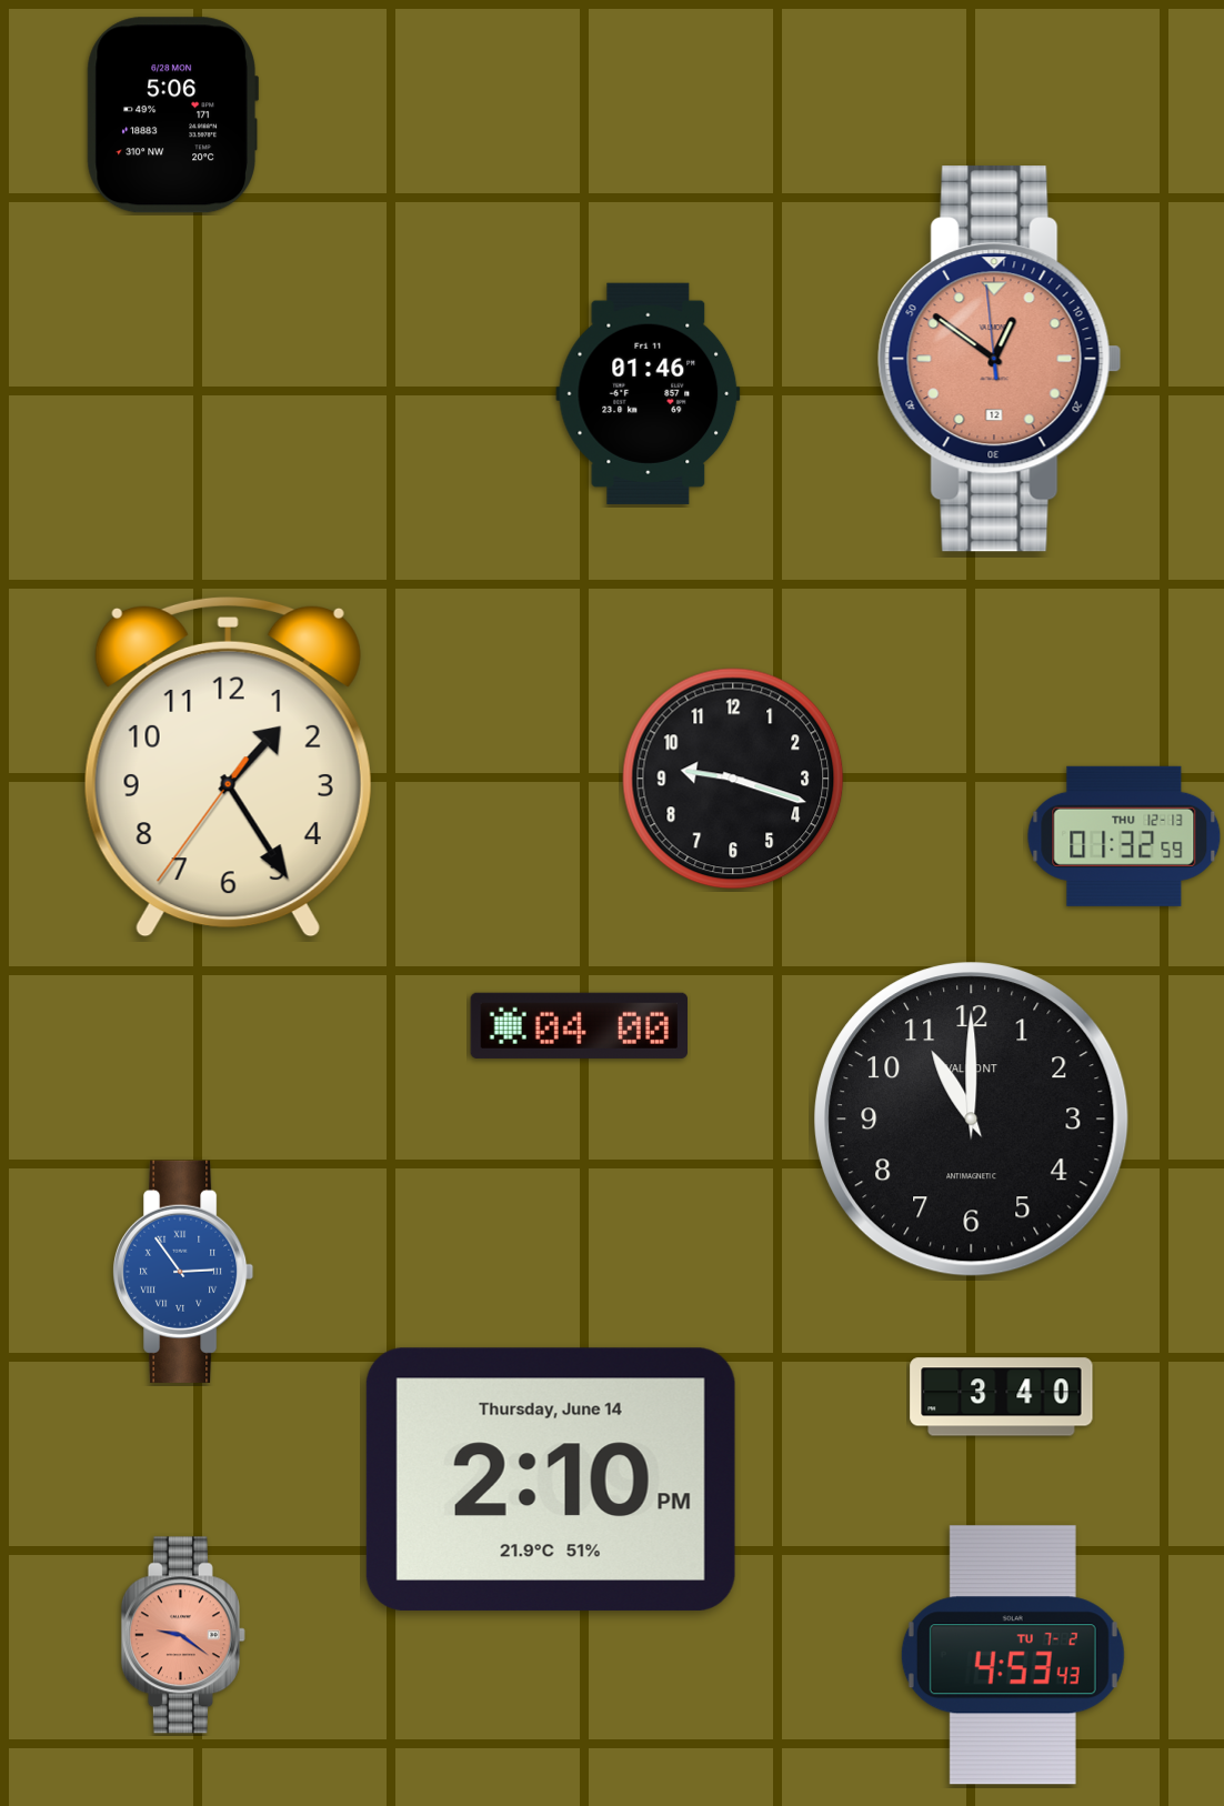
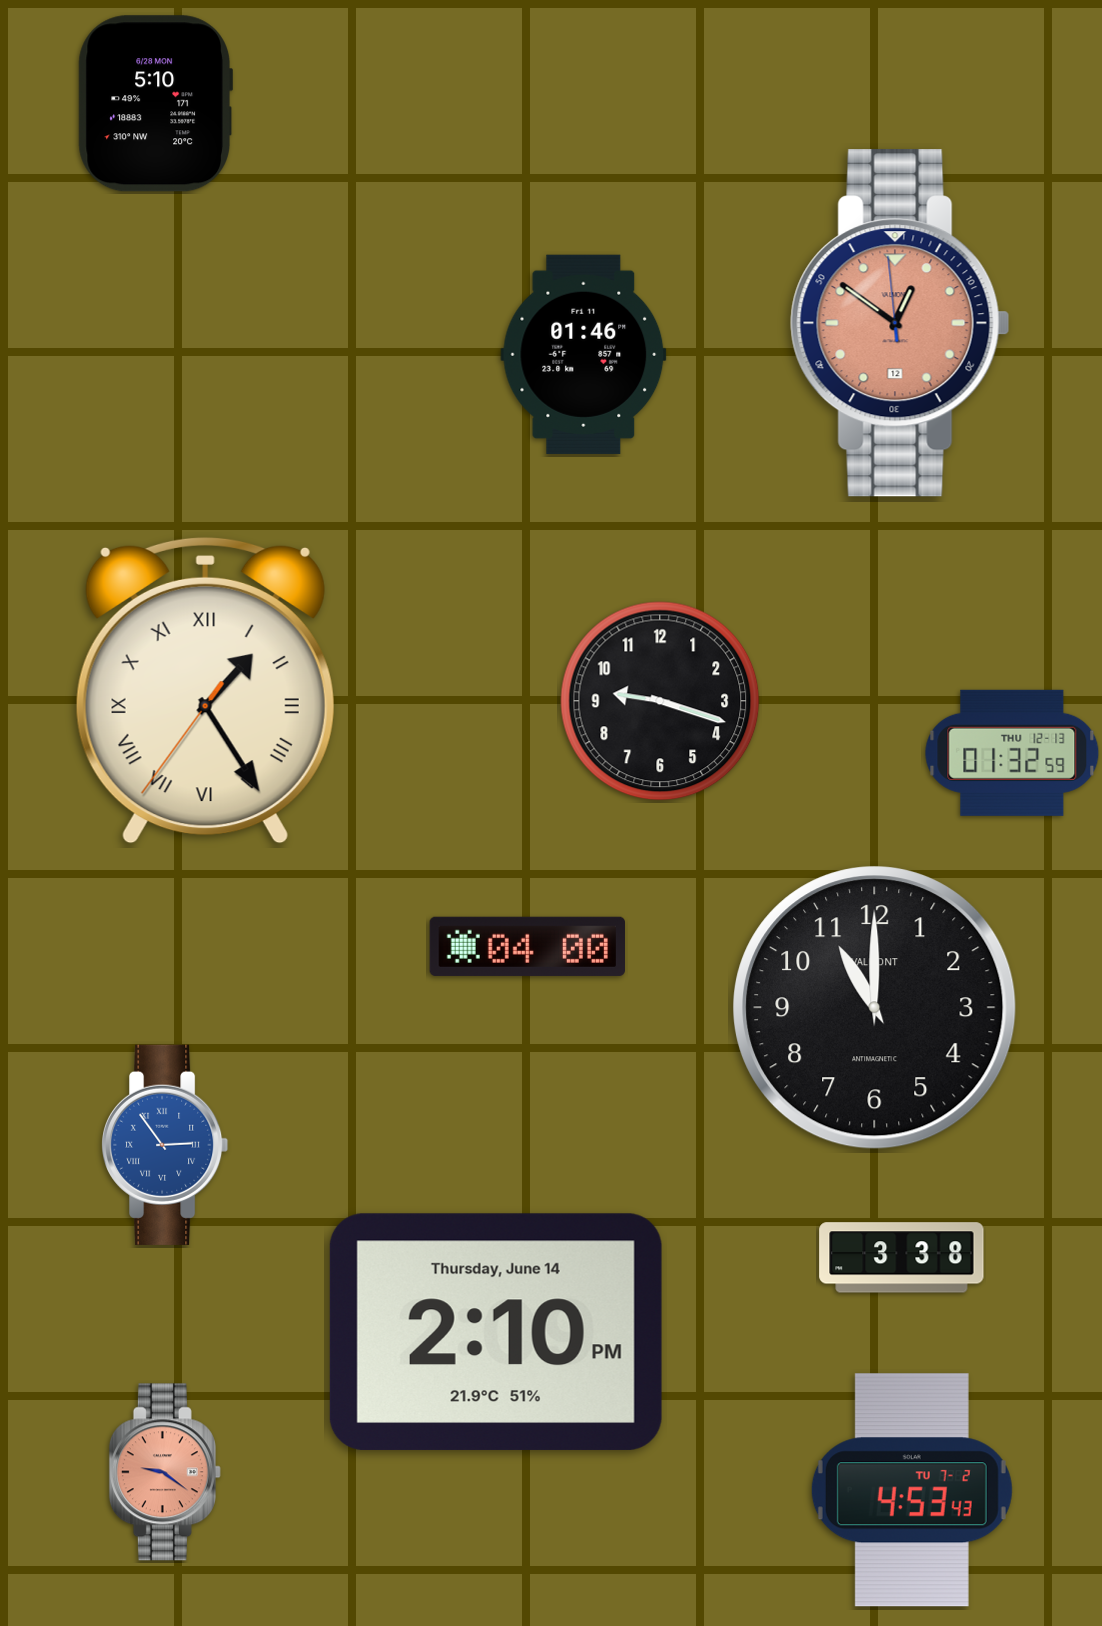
clock at (172, 116): 5:06 -> 5:10
clock at (228, 766) numerals: Arabic -> Roman
clock at (579, 1025) position: (579, 1025) -> (527, 946)
clock at (1002, 1397): 3:40 -> 3:38
